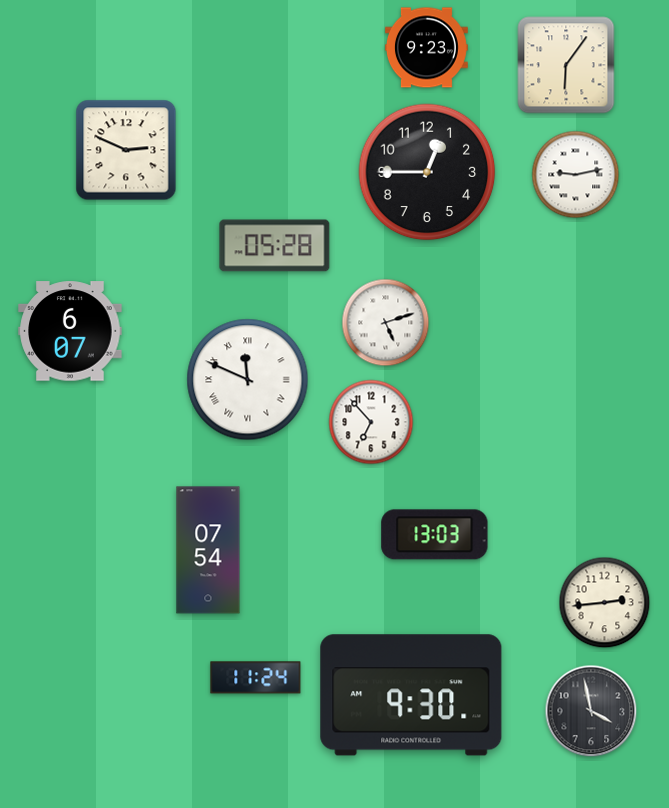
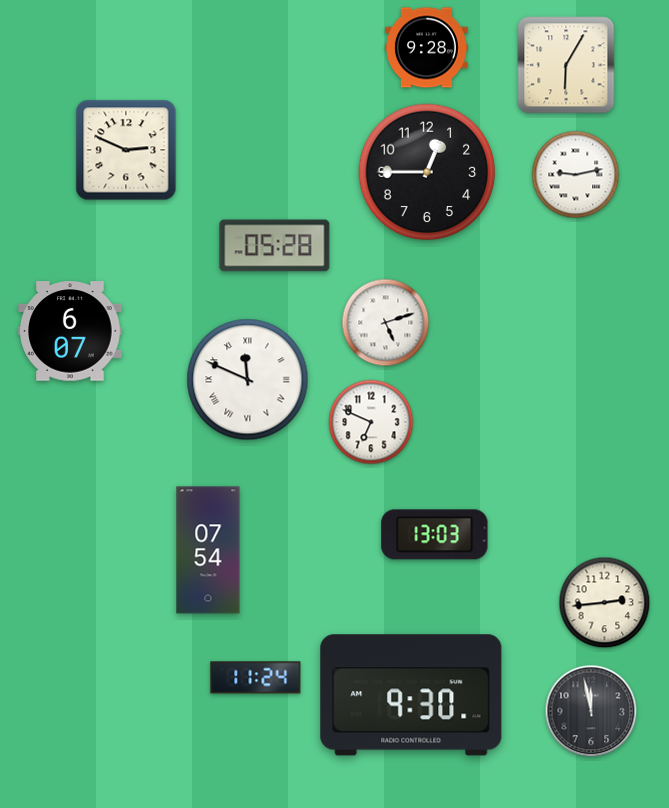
clock at (426, 48): 9:23 -> 9:28
clock at (566, 65): 6:06 -> 6:05
clock at (371, 422): 6:53 -> 6:49
clock at (591, 711): 3:58 -> 11:58
